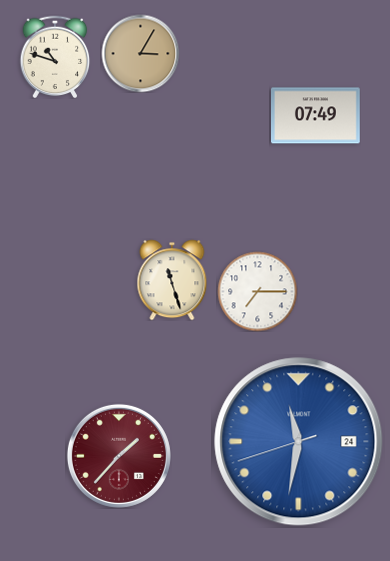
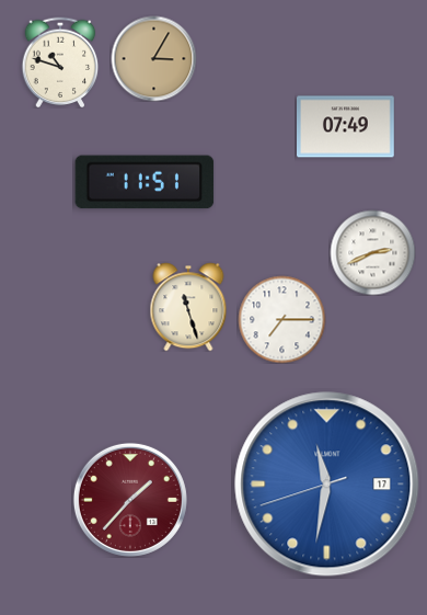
clock at (145, 182): none -> 11:51
clock at (372, 252): none -> 2:41
clock at (299, 442) date: 24 -> 17
